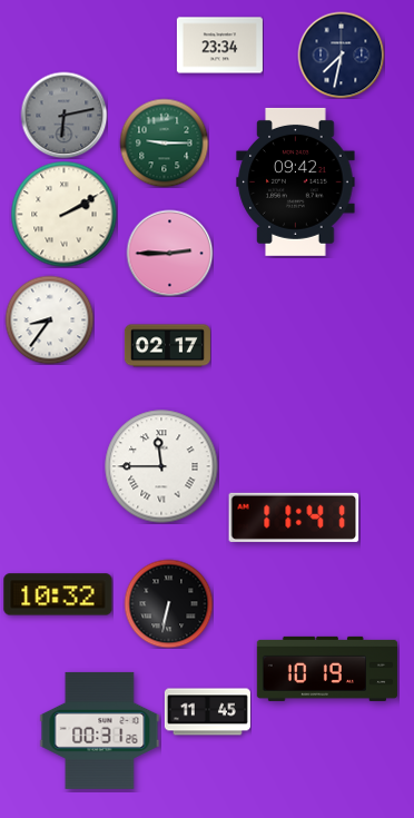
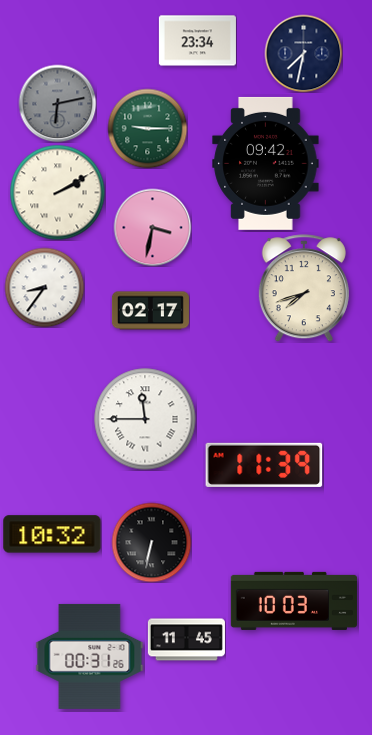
clock at (341, 55) position: (341, 55) -> (303, 53)
clock at (169, 253): 2:45 -> 3:32
clock at (304, 288): none -> 7:42
clock at (294, 518): 11:41 -> 11:39
clock at (327, 669): 10:19 -> 10:03
